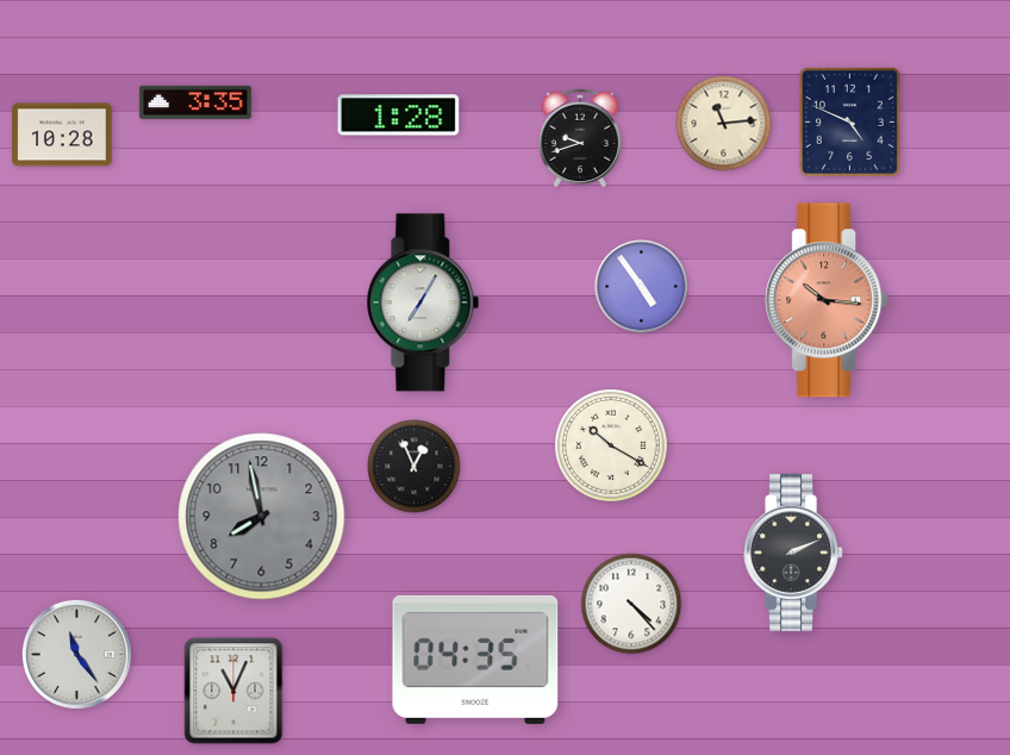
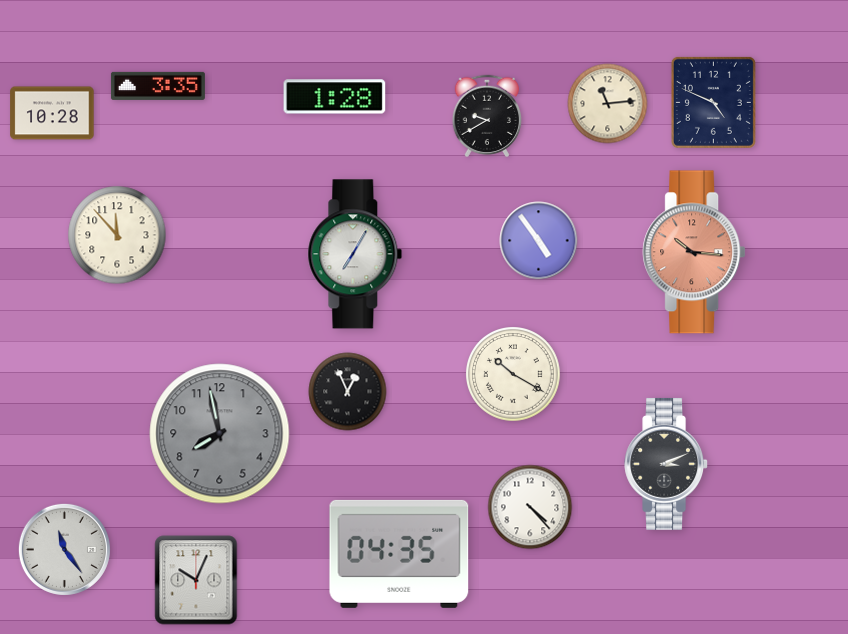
clock at (195, 102) position: (195, 102) -> (158, 86)
clock at (579, 138): 9:42 -> 9:40
clock at (117, 235): none -> 11:53
clock at (794, 553): 2:11 -> 3:11
clock at (233, 691): 11:04 -> 10:04
